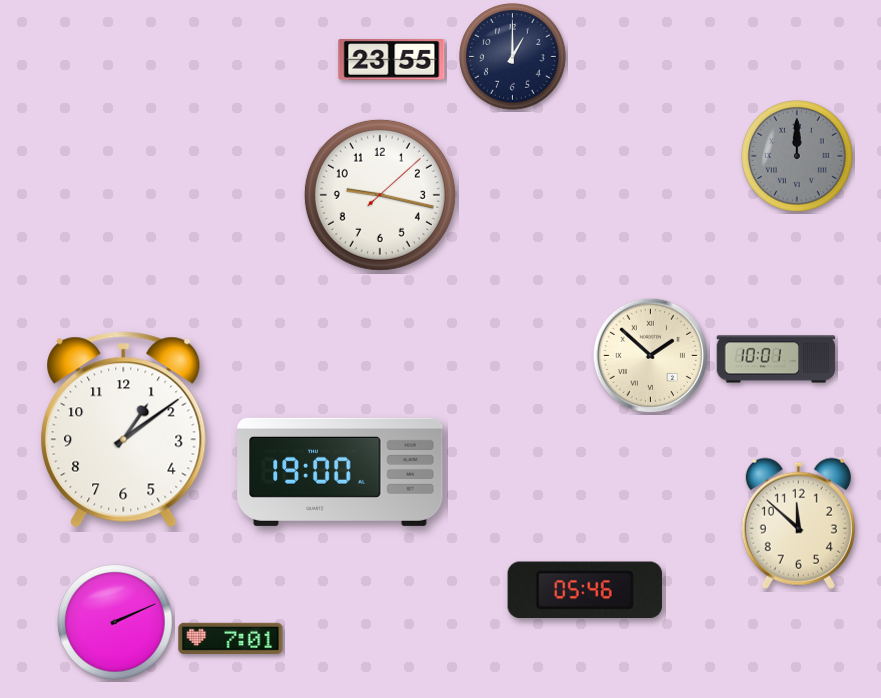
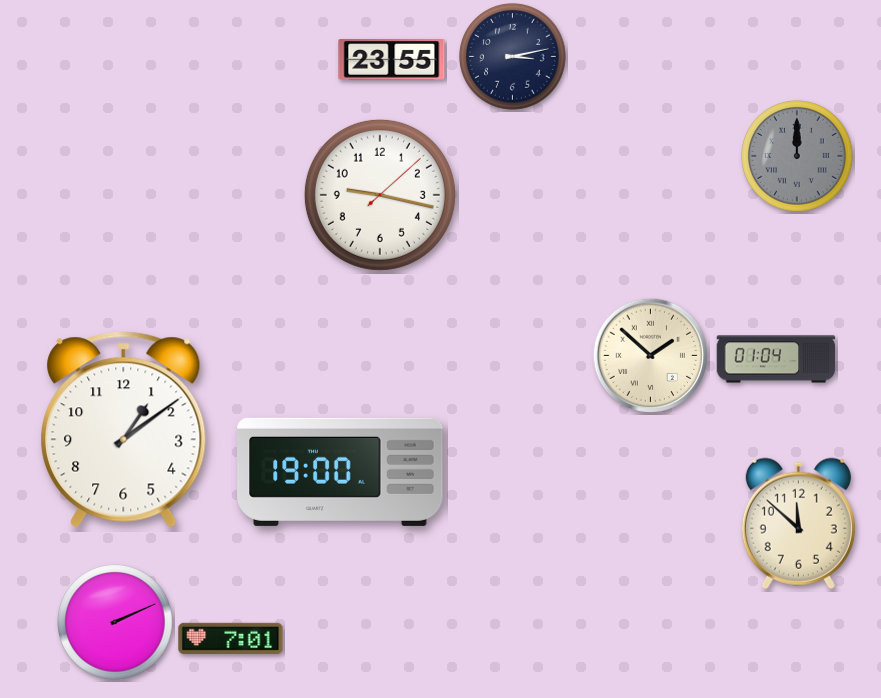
clock at (513, 57): 1:00 -> 3:13
clock at (776, 359): 10:01 -> 01:04
clock at (585, 590): 05:46 -> none
